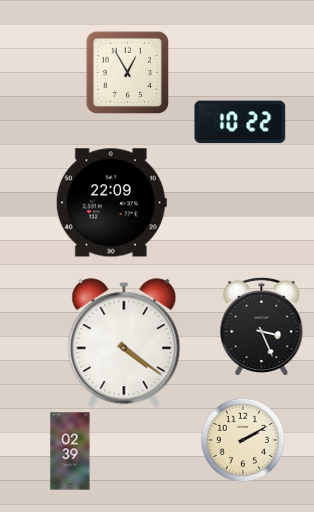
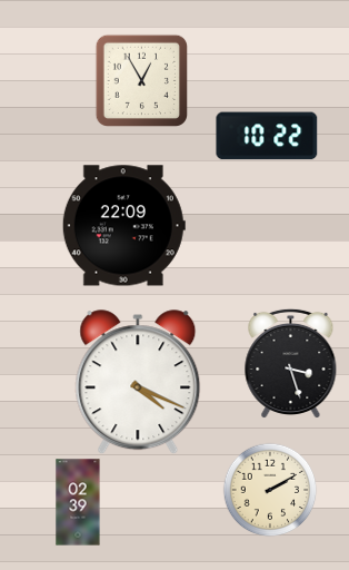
clock at (262, 326): 3:26 -> 3:27
clock at (124, 344): 4:21 -> 4:19
